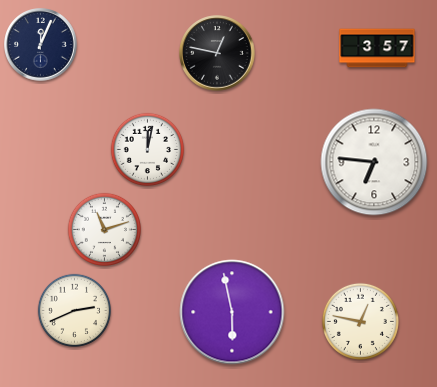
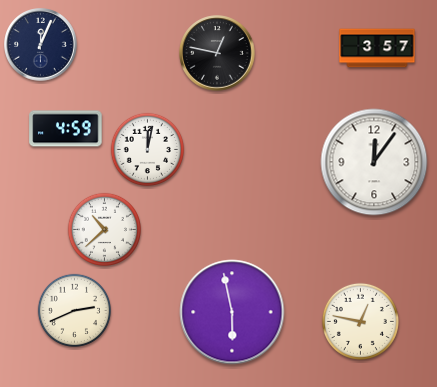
clock at (66, 129): none -> 4:59
clock at (374, 162): 6:46 -> 12:06
clock at (104, 229): 11:12 -> 10:38
